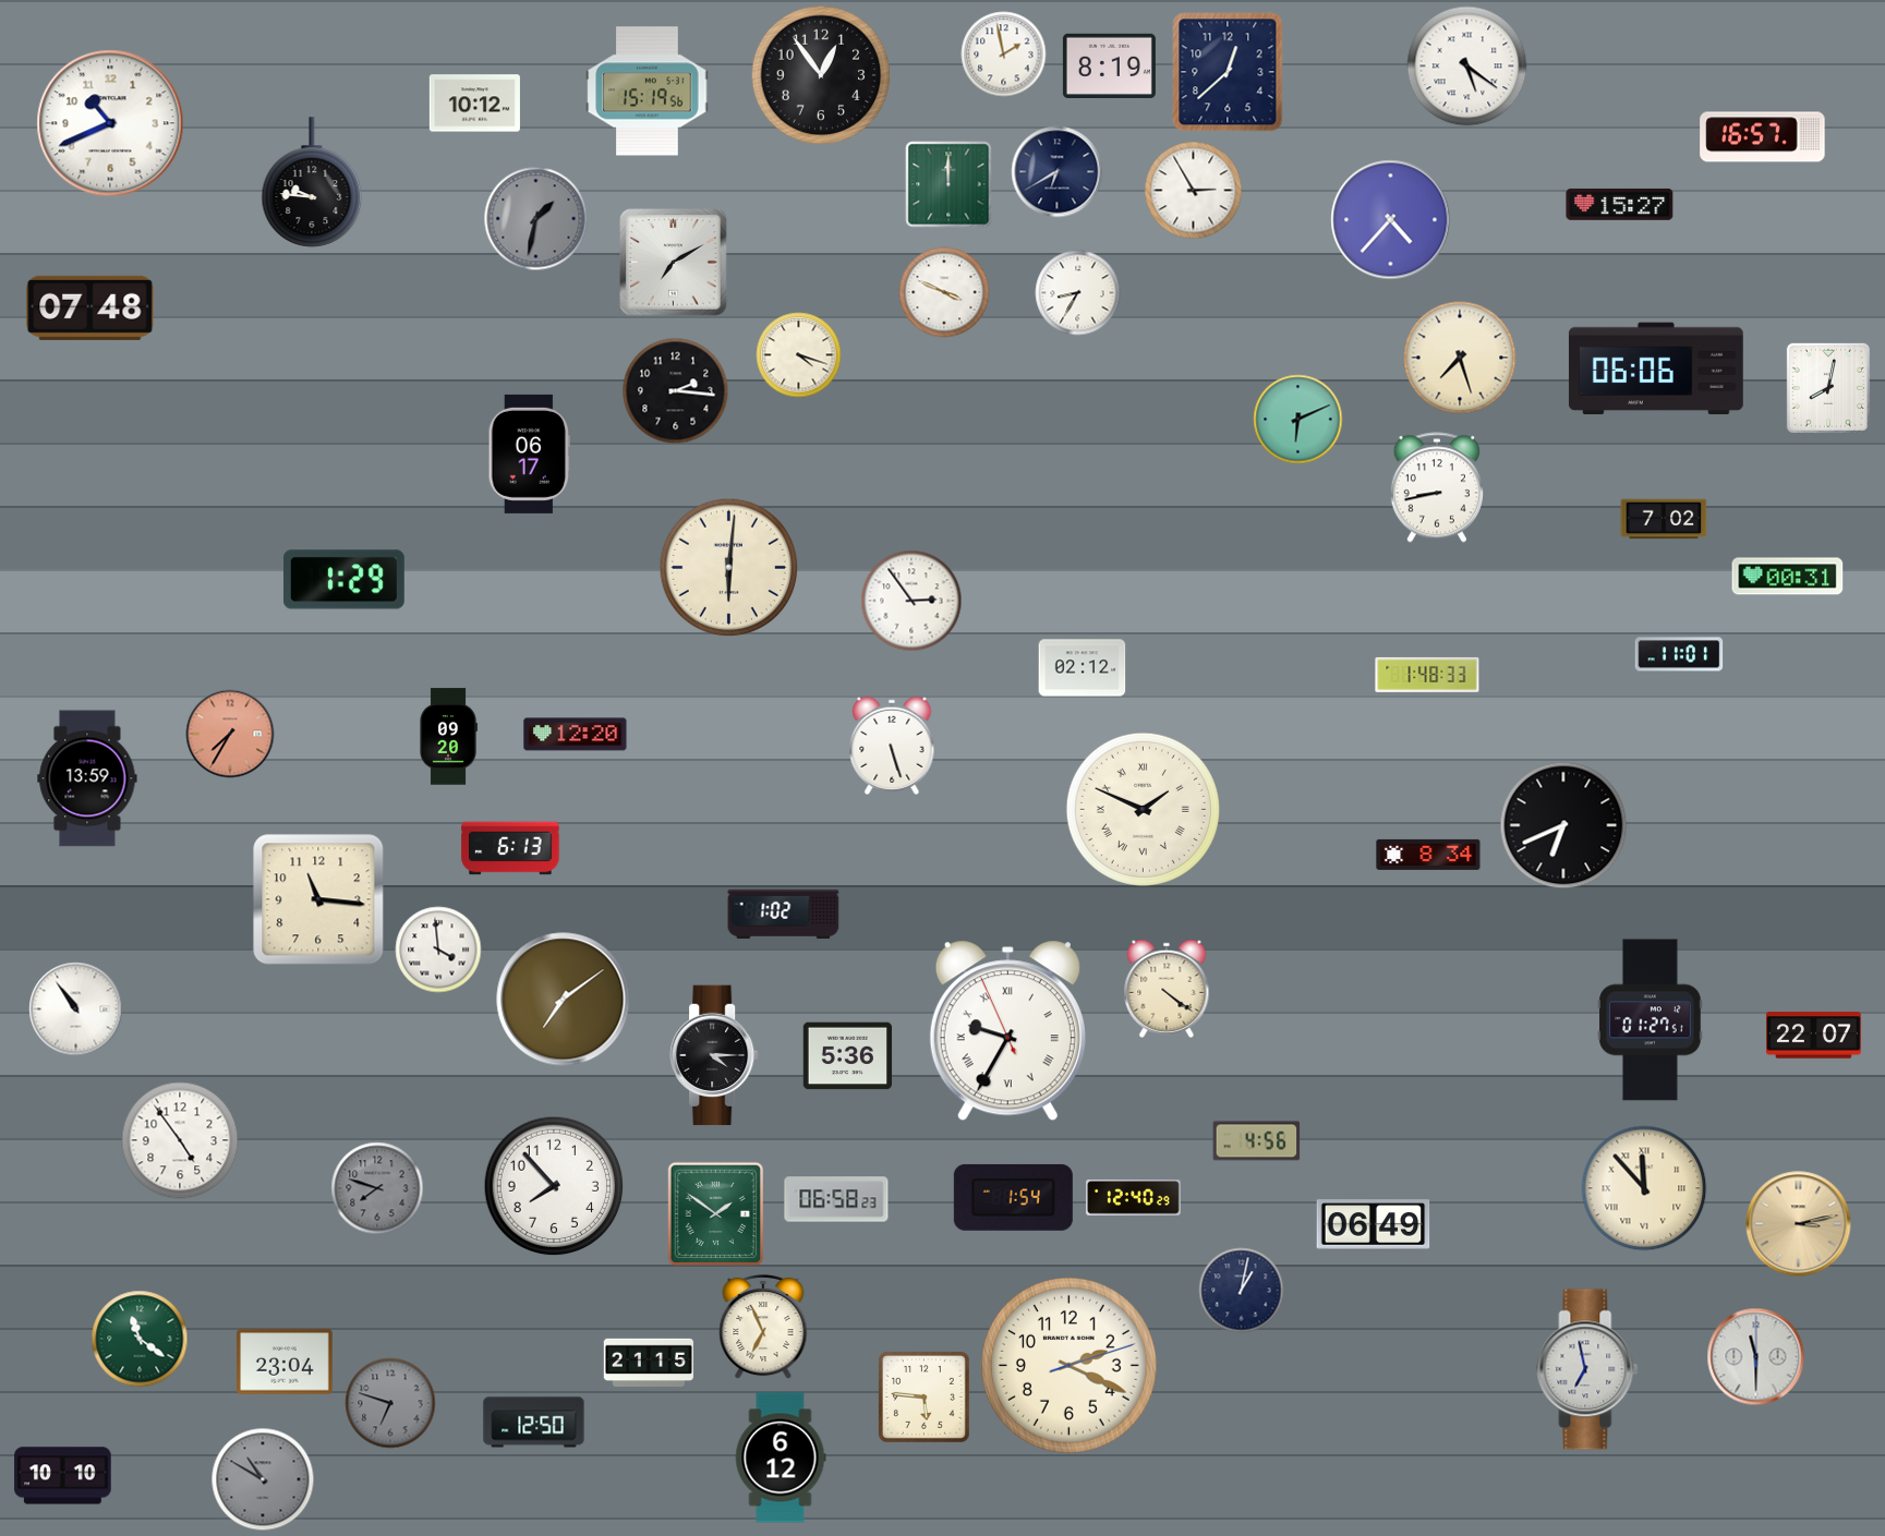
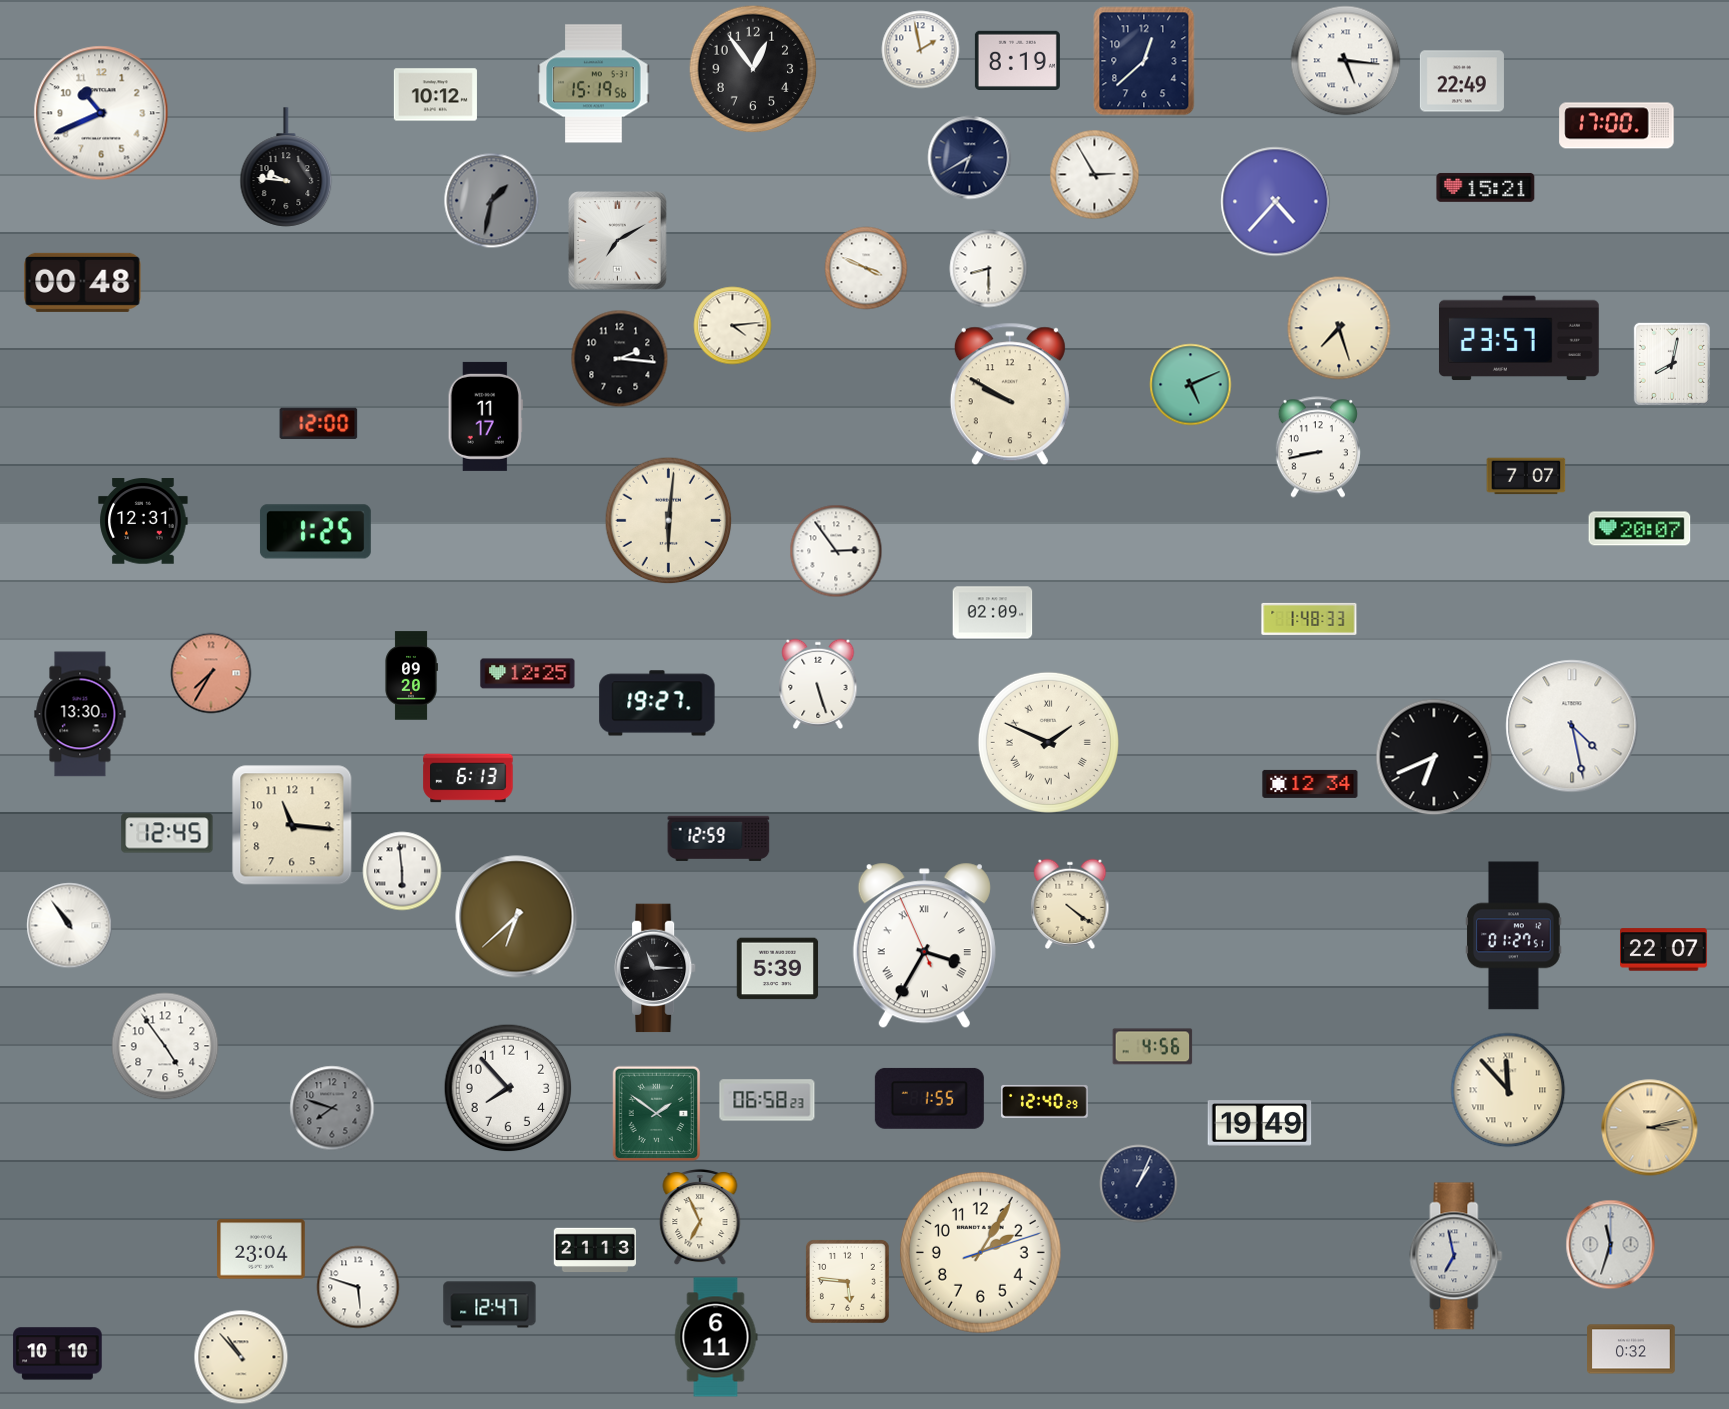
clock at (1467, 66): 5:21 -> 5:16
clock at (1228, 72) position: (1228, 72) -> (1144, 61)
clock at (1462, 81): none -> 22:49
clock at (1763, 137): 16:57 -> 17:00
clock at (948, 184): 12:00 -> none
clock at (1620, 204): 15:27 -> 15:21
clock at (1078, 293): 8:35 -> 8:30
clock at (90, 307): 07:48 -> 00:48
clock at (799, 355): 4:18 -> 4:14
clock at (1656, 368): 06:06 -> 23:57
clock at (1828, 388) position: (1828, 388) -> (1672, 364)
clock at (1298, 420): 6:11 -> 5:11
clock at (1010, 394): none -> 9:50
clock at (529, 453): 06:17 -> 11:17
clock at (319, 424): none -> 12:00
clock at (1664, 519): 7:02 -> 7:07
clock at (143, 521): none -> 12:31
clock at (1788, 577): 00:31 -> 20:07
clock at (343, 580): 1:29 -> 1:25
clock at (1679, 654): 11:01 -> none
clock at (1083, 668): 02:12 -> 02:09
clock at (576, 735): 12:20 -> 12:25
clock at (657, 703): none -> 19:27
clock at (87, 778): 13:59 -> 13:30
clock at (1572, 726): none -> 4:28
clock at (1428, 855): 8:34 -> 12:34
clock at (167, 833): none -> 12:45
clock at (784, 914): 1:02 -> 12:59
clock at (438, 950): 3:59 -> 5:59
clock at (1167, 989) position: (1167, 989) -> (1070, 904)
clock at (564, 1000): 7:09 -> 6:38
clock at (1007, 1031): 9:34 -> 3:34
clock at (715, 1055): 4:15 -> 11:15
clock at (848, 1056): 5:36 -> 5:39
clock at (377, 1188) position: (377, 1188) -> (332, 1108)
clock at (1013, 1197): 1:54 -> 1:55
clock at (1134, 1197) position: (1134, 1197) -> (1045, 1101)
clock at (1799, 1224) position: (1799, 1224) -> (1650, 1128)
clock at (1374, 1225): 06:49 -> 19:49
clock at (1242, 1291): 1:02 -> 1:04
clock at (140, 1339): 11:21 -> none
clock at (1756, 1357): 11:30 -> 11:33
clock at (648, 1363): 21:15 -> 21:13
clock at (1070, 1365): 2:19 -> 2:05
clock at (390, 1403): 6:48 -> 5:48
clock at (390, 1403) dial: grey -> white
clock at (534, 1423): 12:50 -> 12:47
clock at (781, 1458): 6:12 -> 6:11
clock at (1631, 1349): none -> 0:32
clock at (263, 1479): 10:50 -> 10:53
clock at (263, 1479) dial: grey -> cream
